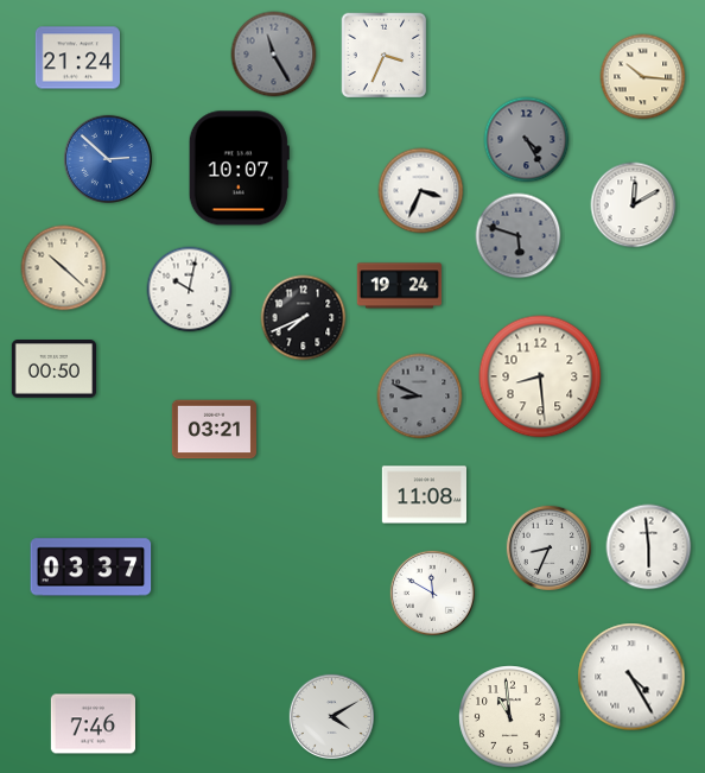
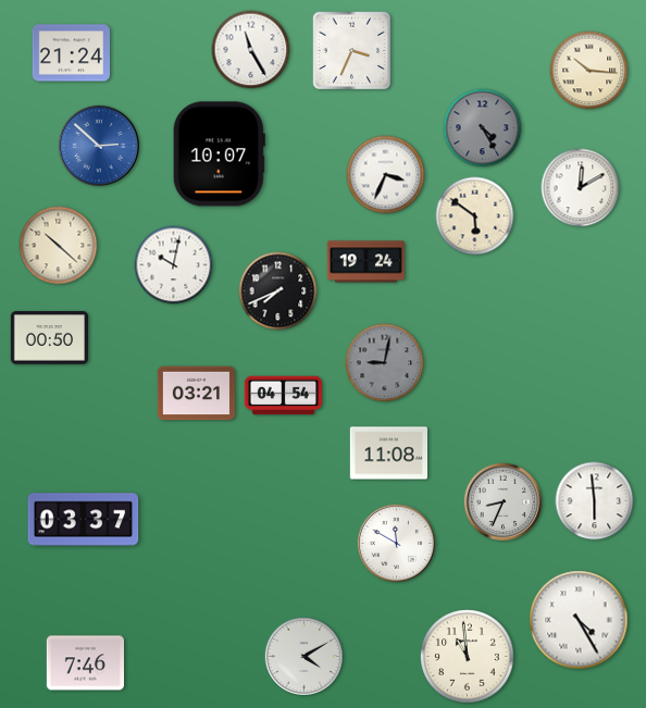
clock at (274, 55) dial: grey -> white
clock at (519, 236): 5:48 -> 5:51
clock at (519, 236) dial: grey -> cream
clock at (540, 376): 8:29 -> none
clock at (420, 397): 8:49 -> 9:02
clock at (284, 396): none -> 04:54
